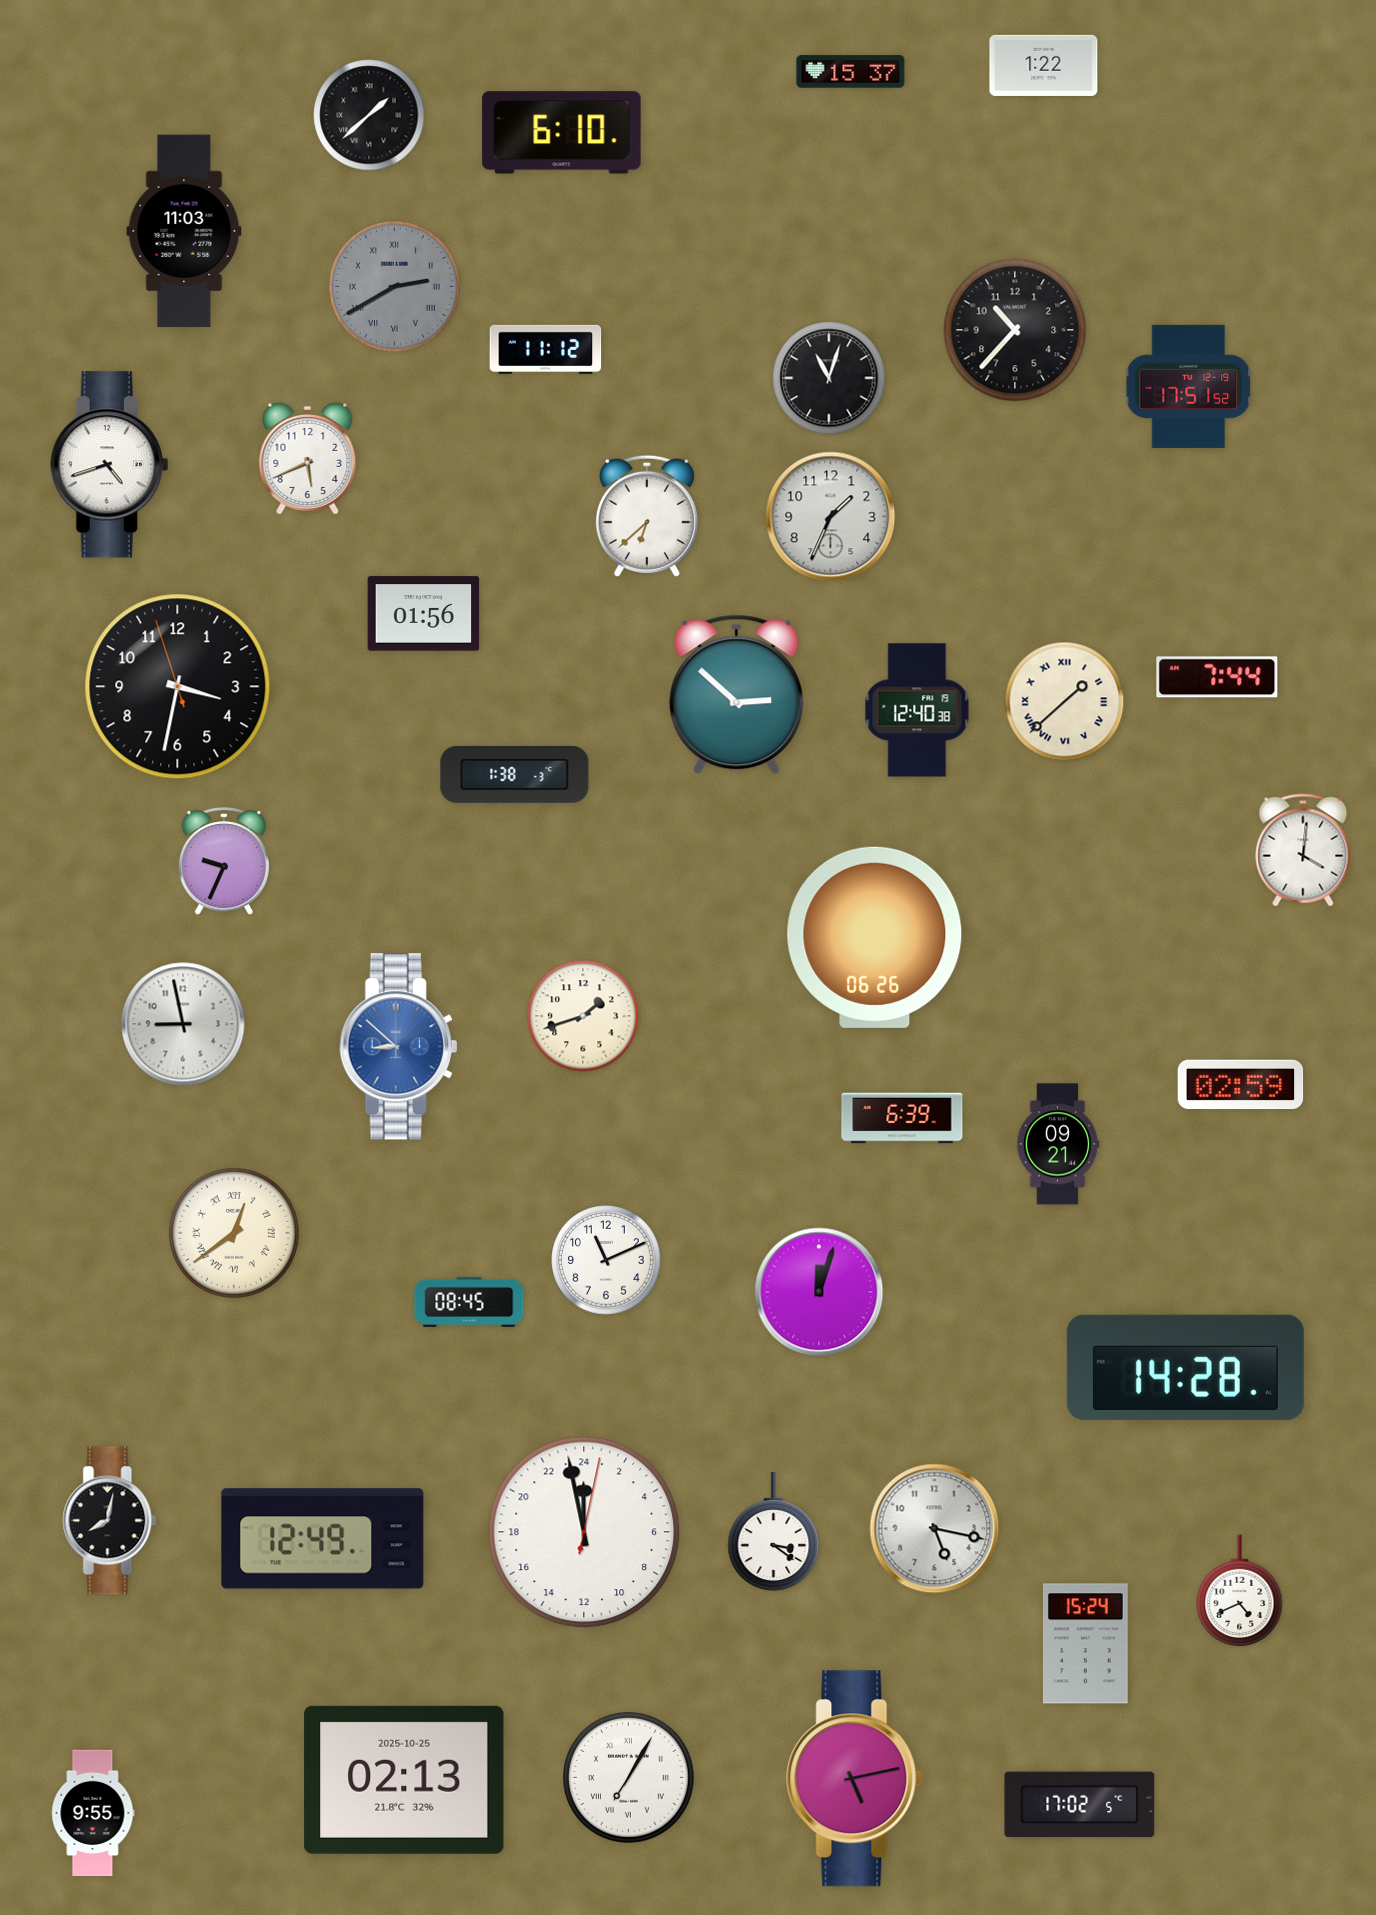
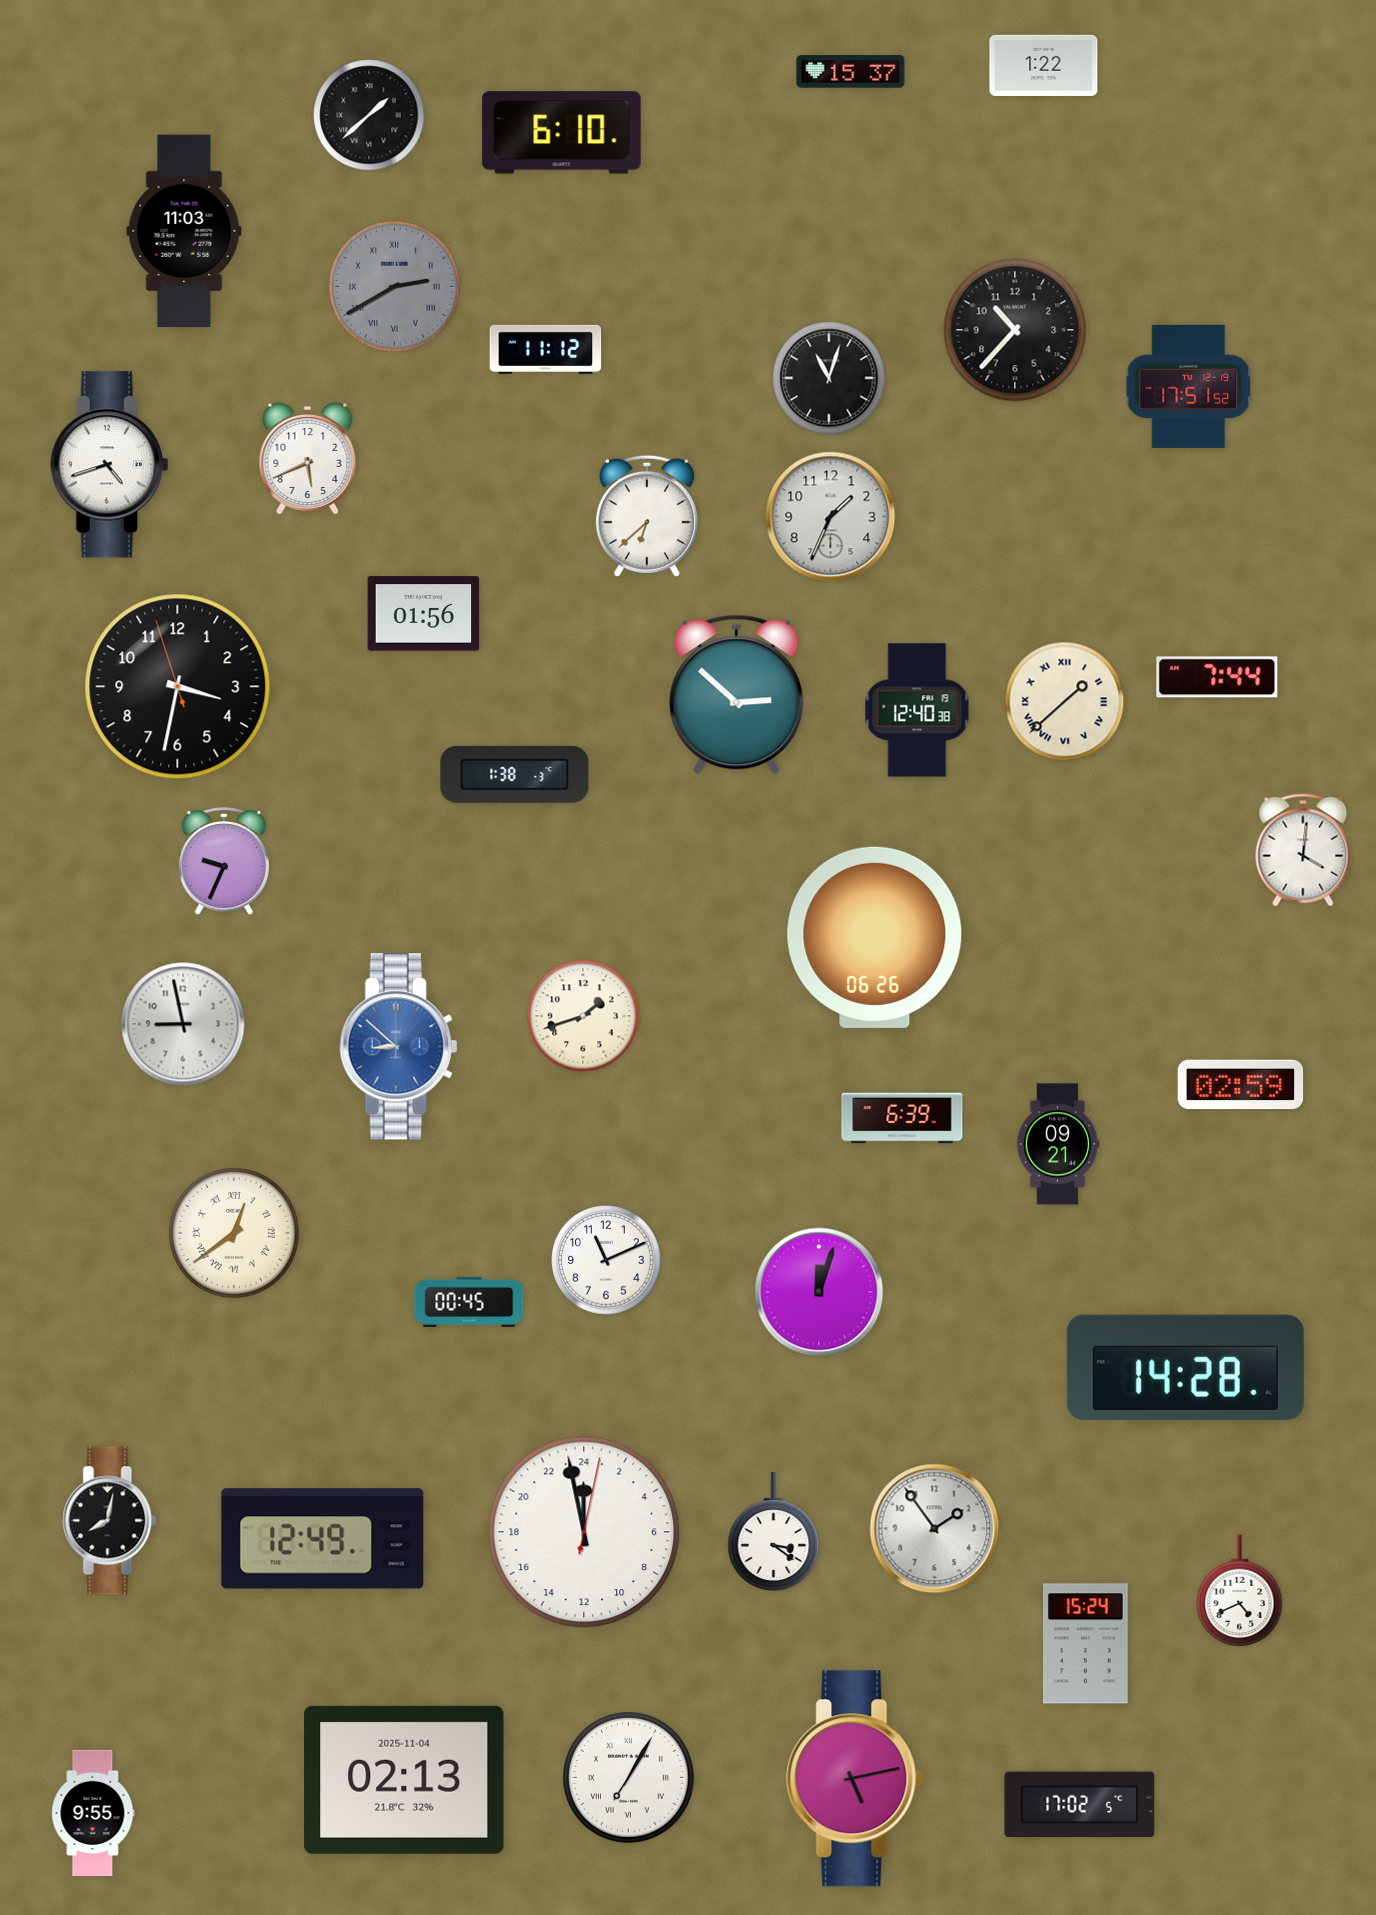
clock at (469, 1302): 08:45 -> 00:45
clock at (935, 1529): 5:17 -> 1:54
clock at (404, 1780) date: 2025-10-25 -> 2025-11-04
